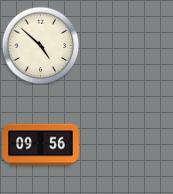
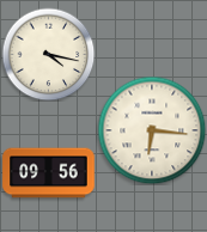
clock at (40, 45): 4:52 -> 4:17
clock at (152, 130): none -> 6:16
